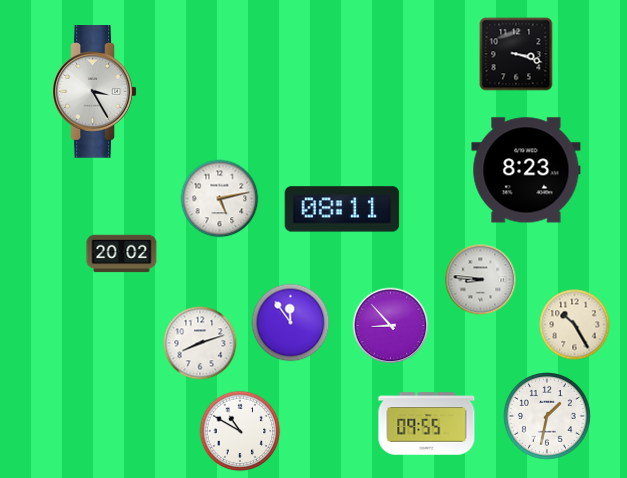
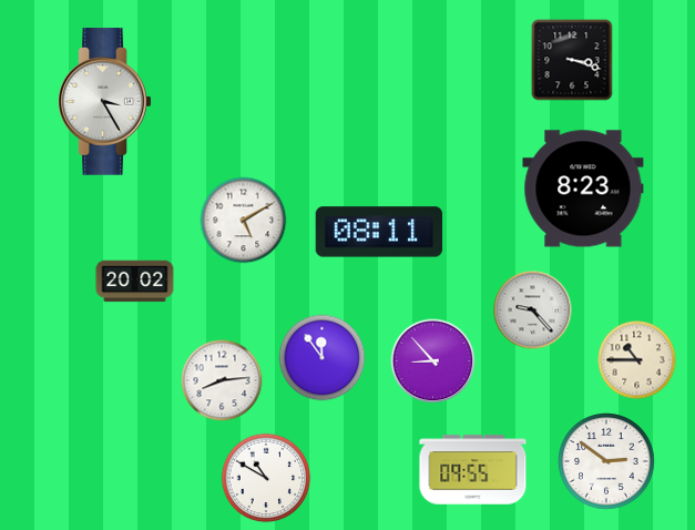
clock at (220, 199): 5:13 -> 5:10
clock at (481, 280): 8:46 -> 9:23
clock at (575, 325): 10:25 -> 10:45
clock at (200, 343): 8:12 -> 8:14
clock at (548, 417): 1:32 -> 2:51
